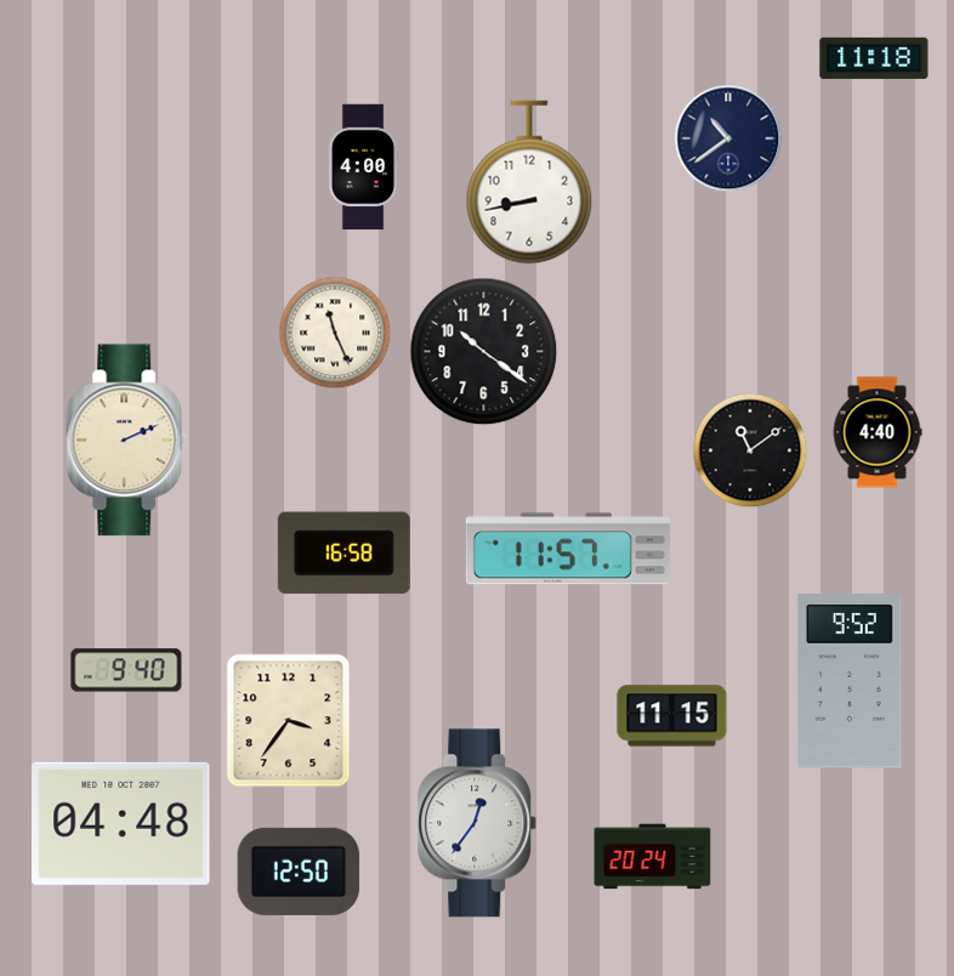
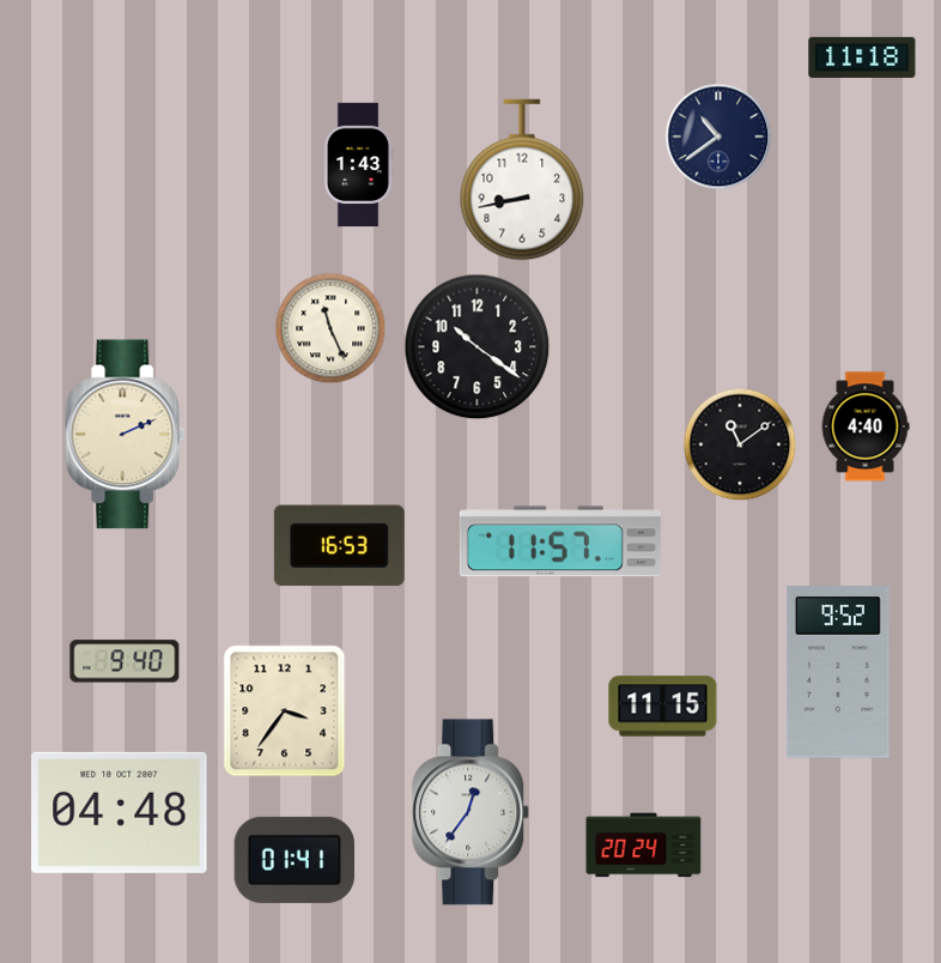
clock at (363, 168): 4:00 -> 1:43
clock at (343, 554): 16:58 -> 16:53
clock at (299, 872): 12:50 -> 01:41
